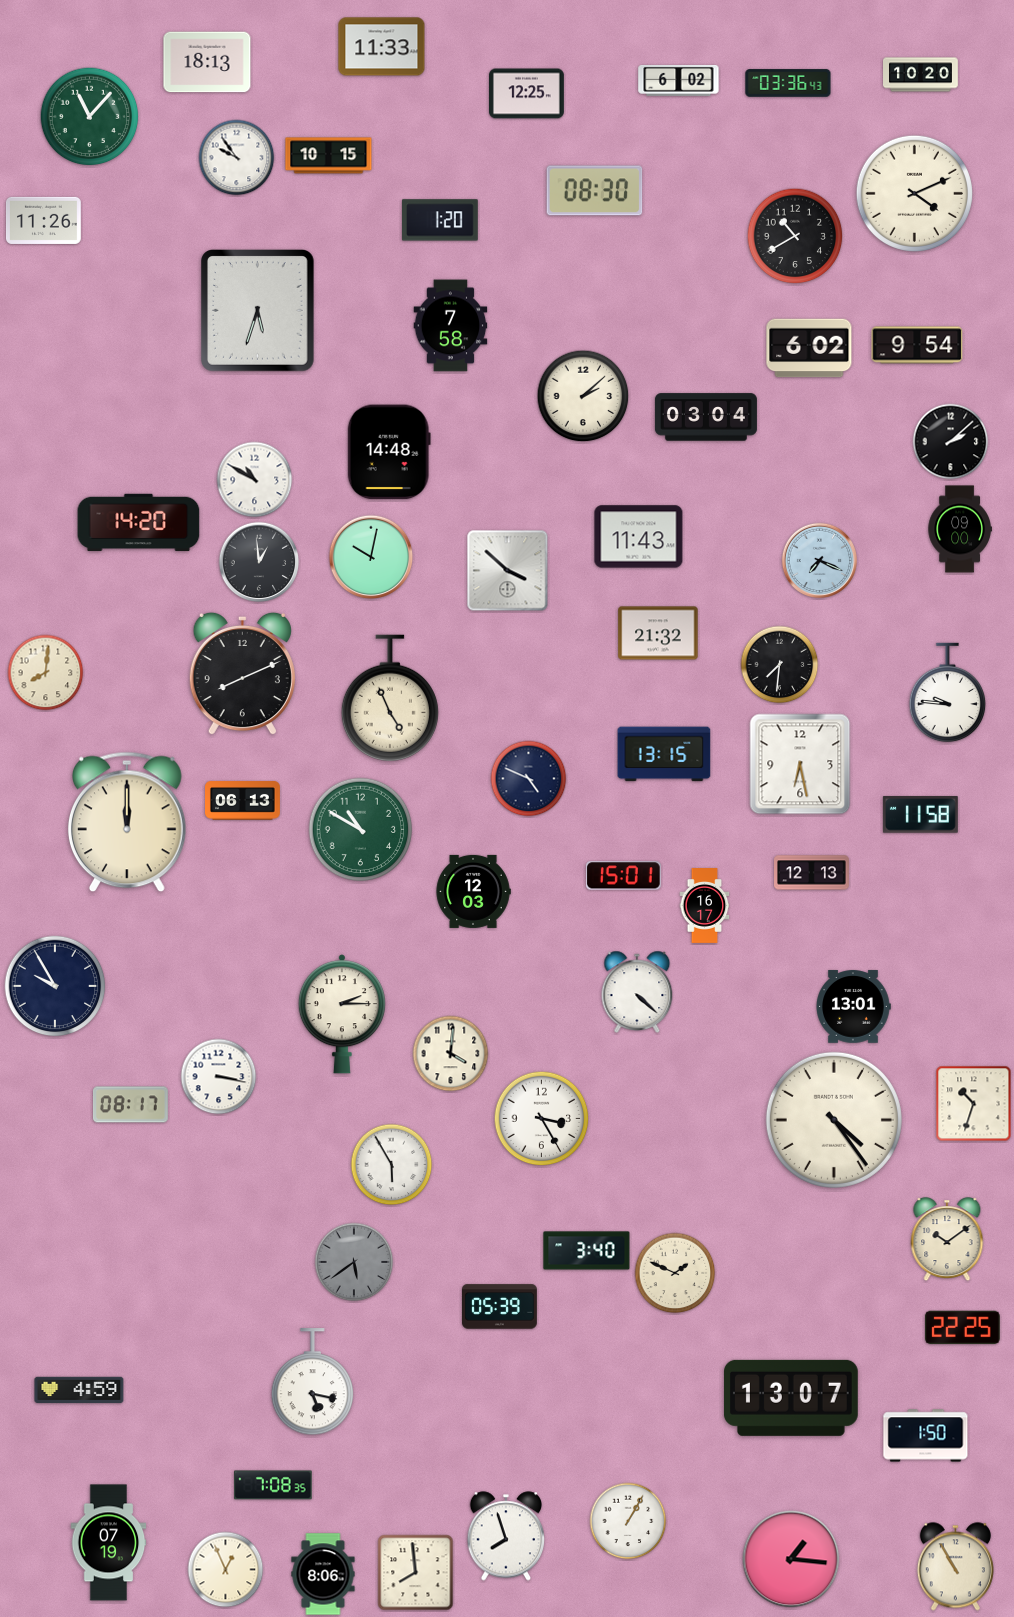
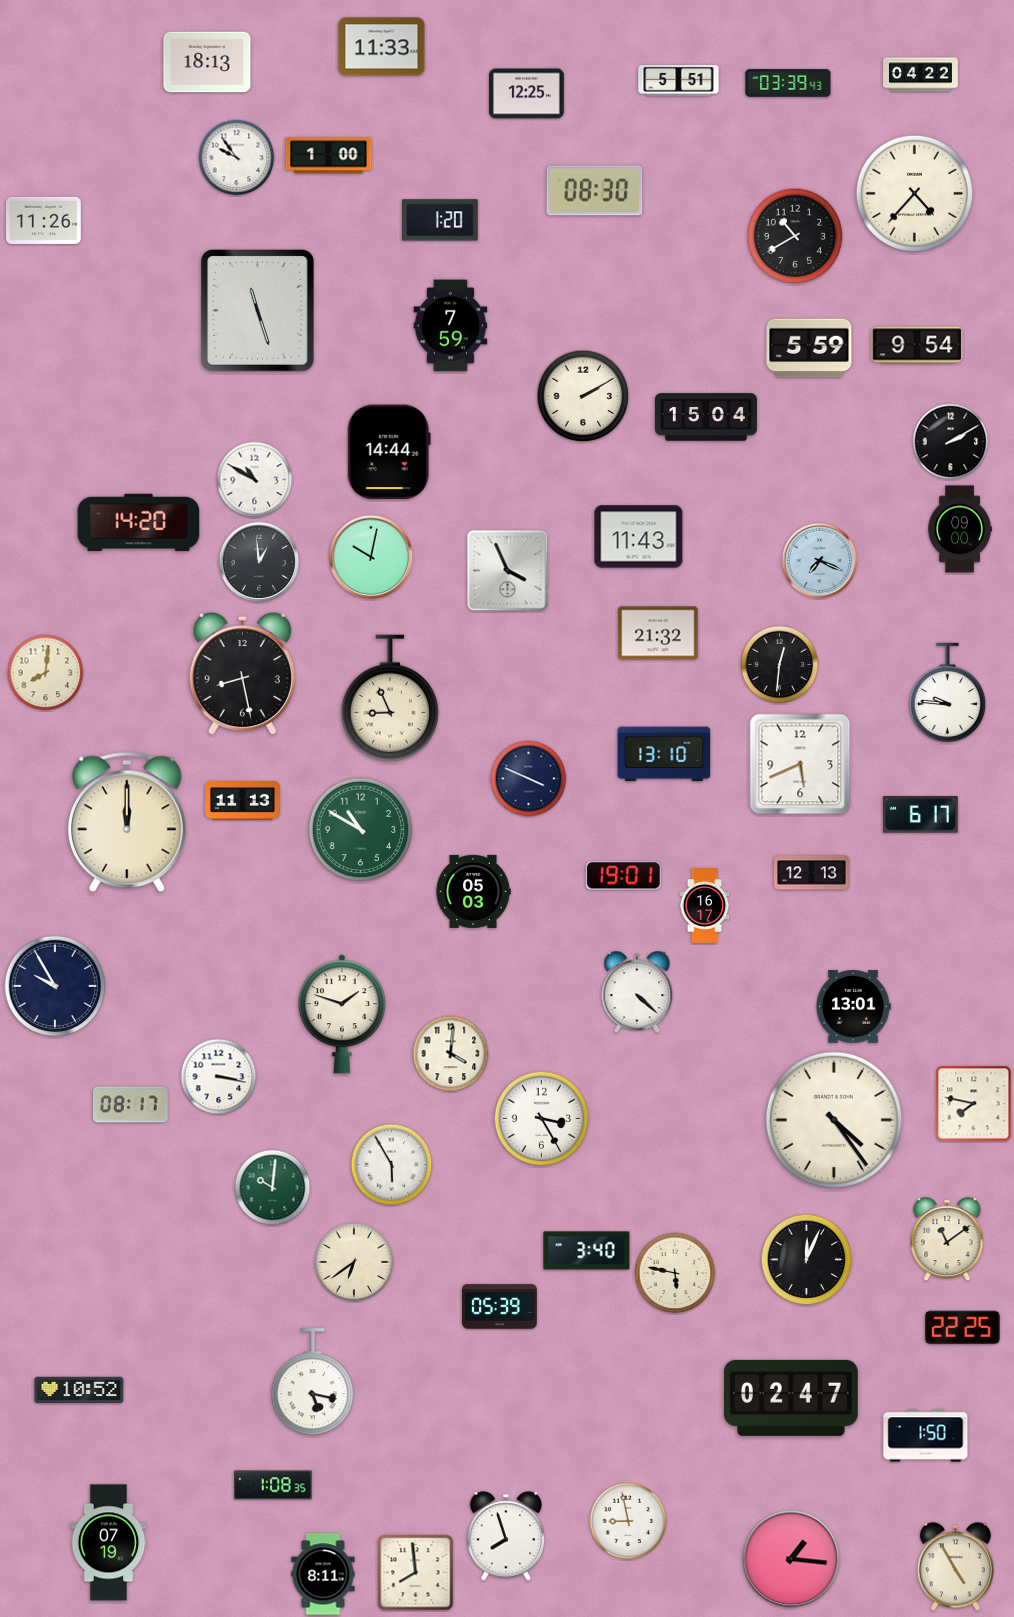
clock at (921, 75): 10:20 -> 04:22
clock at (679, 80): 6:02 -> 5:51
clock at (788, 83): 03:36 -> 03:39
clock at (90, 117): 11:07 -> none
clock at (329, 156): 10:15 -> 1:00
clock at (914, 193): 4:11 -> 4:37
clock at (258, 311): 5:33 -> 11:27
clock at (451, 326): 7:58 -> 7:59
clock at (809, 348): 6:02 -> 5:59
clock at (583, 396): 2:08 -> 2:10
clock at (706, 417): 03:04 -> 15:04
clock at (951, 442): 2:08 -> 2:10
clock at (389, 452): 14:48 -> 14:44
clock at (508, 571): 3:52 -> 3:56
clock at (780, 665): 7:31 -> 12:31
clock at (242, 674): 8:11 -> 8:28
clock at (390, 698): 4:56 -> 8:56
clock at (664, 754): 13:15 -> 13:10
clock at (800, 764): 6:28 -> 5:41
clock at (529, 779): 4:49 -> 3:49
clock at (243, 801): 06:13 -> 11:13
clock at (920, 815): 11:58 -> 6:17
clock at (623, 876): 15:01 -> 19:01
clock at (473, 891): 12:03 -> 05:03
clock at (342, 1014): 2:15 -> 1:48
clock at (974, 1104): 10:33 -> 7:47
clock at (273, 1188): none -> 10:01
clock at (947, 1240): 10:09 -> 11:09
clock at (807, 1260): none -> 12:04
clock at (354, 1262): 5:39 -> 6:39
clock at (354, 1262) dial: grey -> cream
clock at (675, 1273): 1:49 -> 5:47
clock at (79, 1390): 4:59 -> 10:52
clock at (791, 1398): 13:07 -> 02:47
clock at (273, 1485): 7:08 -> 1:08
clock at (628, 1521): 1:05 -> 8:58
clock at (955, 1567): 10:55 -> 4:55
clock at (226, 1570): 12:56 -> none
clock at (323, 1574): 8:06 -> 8:11
